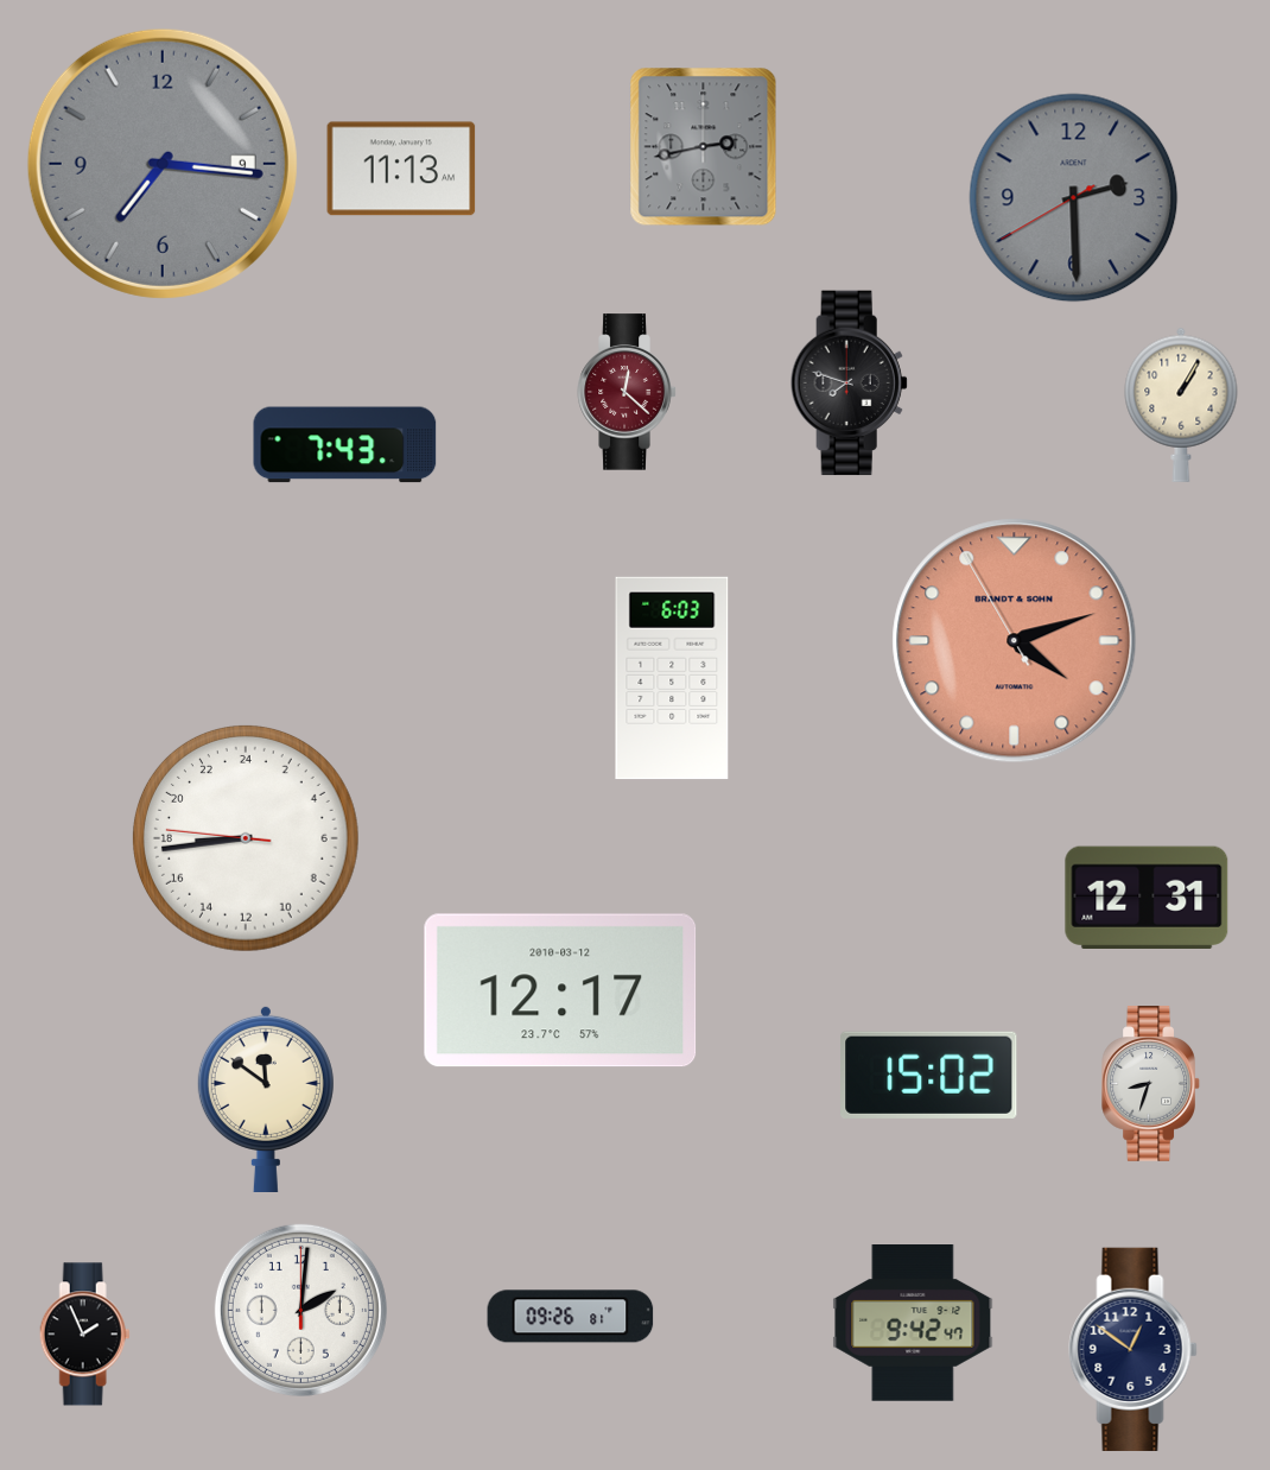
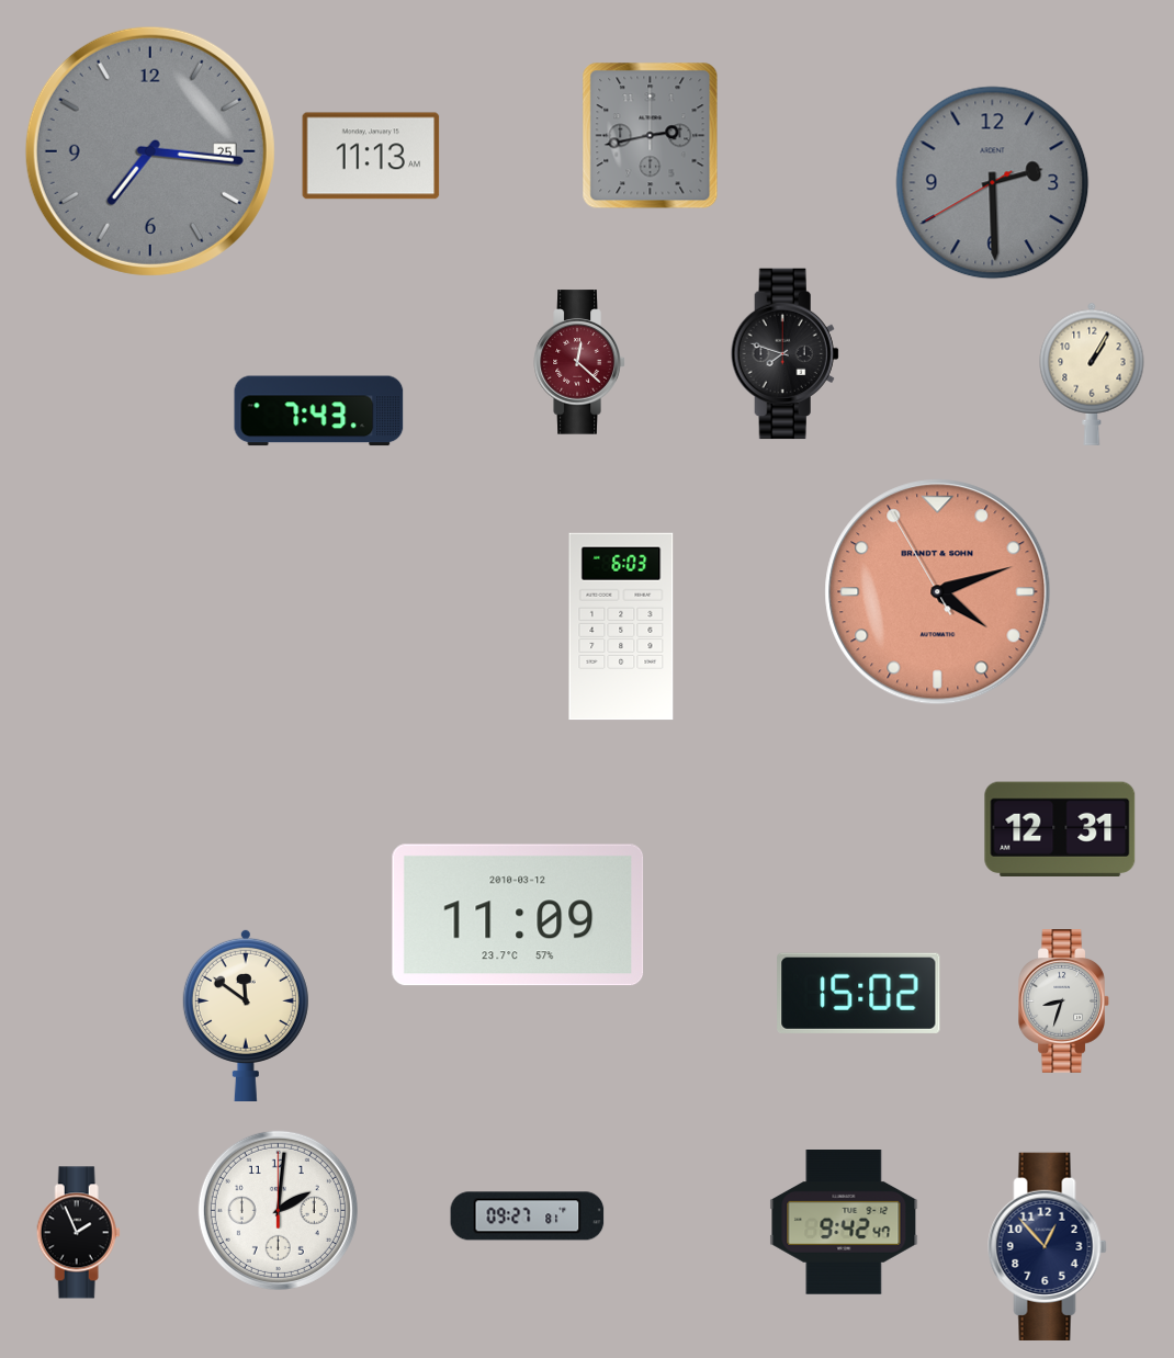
clock at (163, 164) date: 9 -> 25
clock at (246, 838): 17:43 -> none
clock at (560, 990): 12:17 -> 11:09
clock at (571, 1317): 09:26 -> 09:27
clock at (1134, 1349): 12:51 -> 12:53
